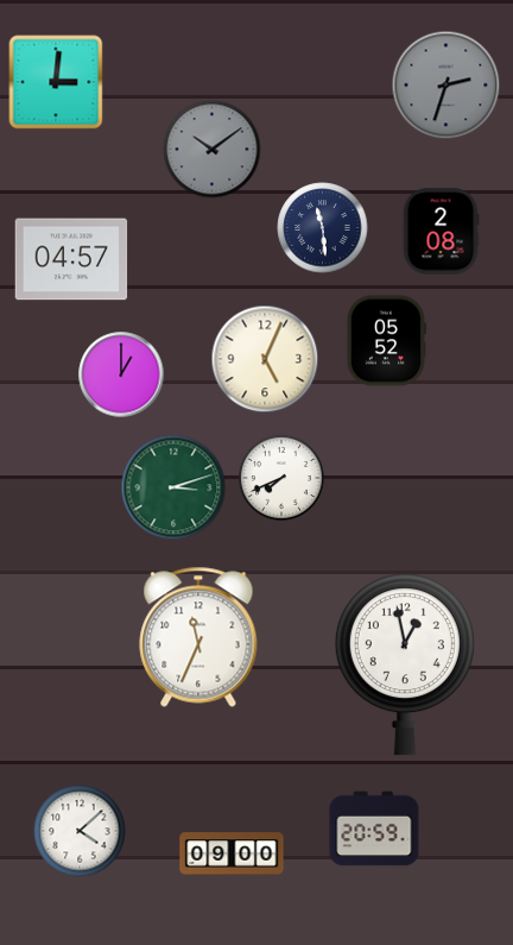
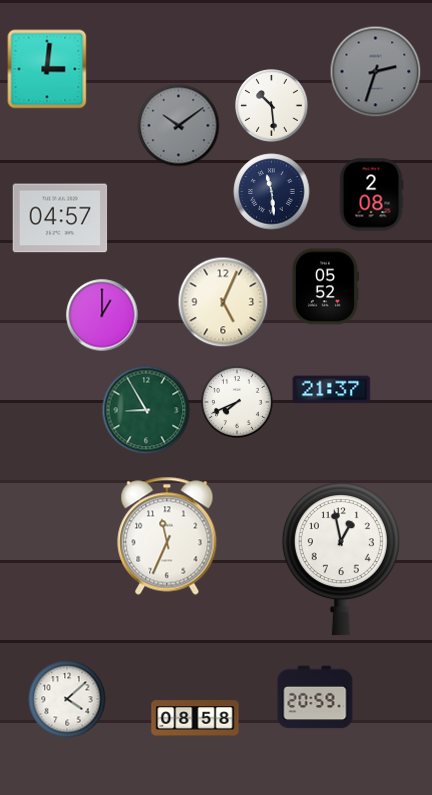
clock at (272, 106): none -> 10:29
clock at (332, 390): none -> 21:37
clock at (173, 487): 3:12 -> 8:55
clock at (232, 853): 09:00 -> 08:58
